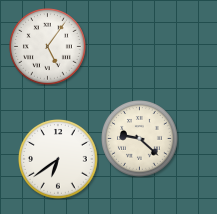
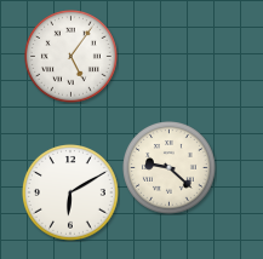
clock at (48, 47) position: (48, 47) -> (72, 57)
clock at (59, 160): 6:39 -> 6:10
